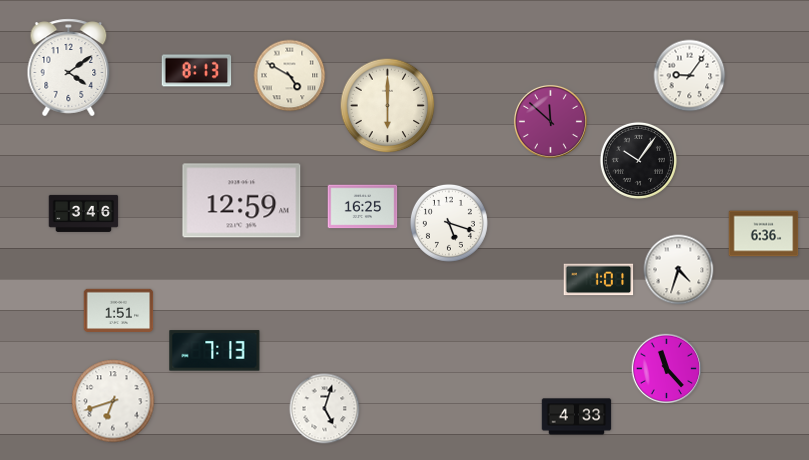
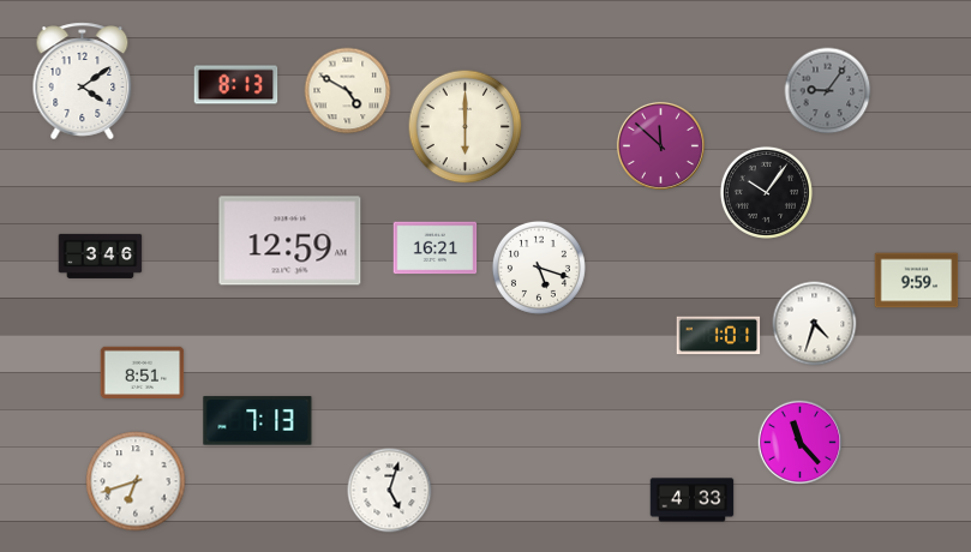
clock at (690, 76) dial: white -> grey
clock at (363, 207): 16:25 -> 16:21
clock at (764, 234): 6:36 -> 9:59
clock at (119, 310): 1:51 -> 8:51
